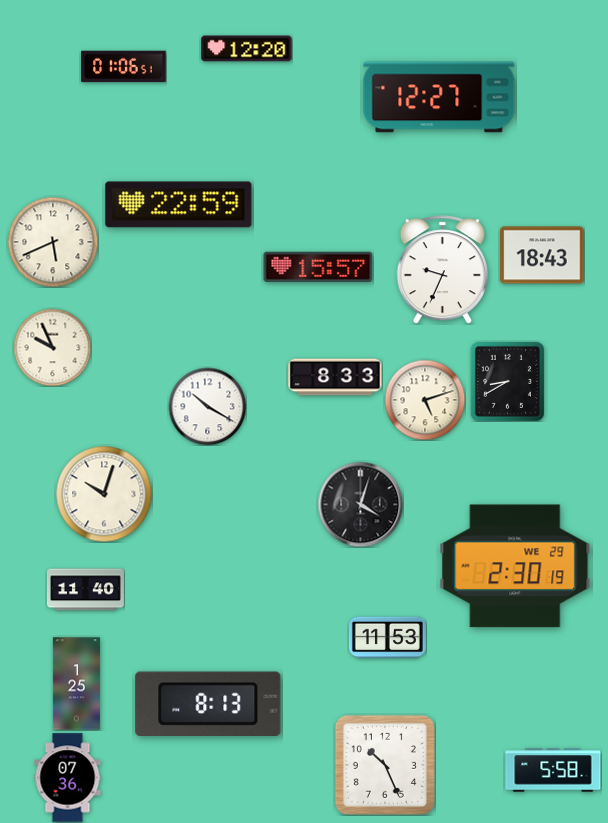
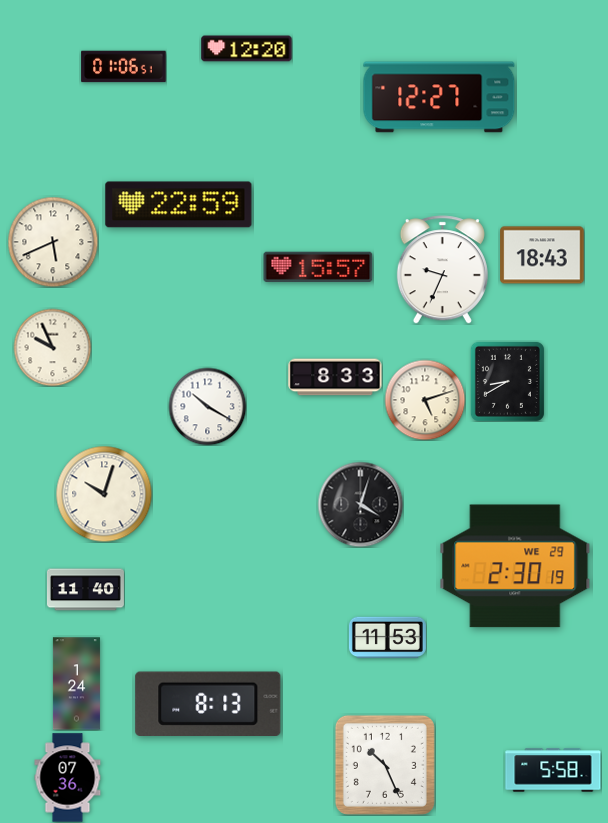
clock at (76, 684): 1:25 -> 1:24
